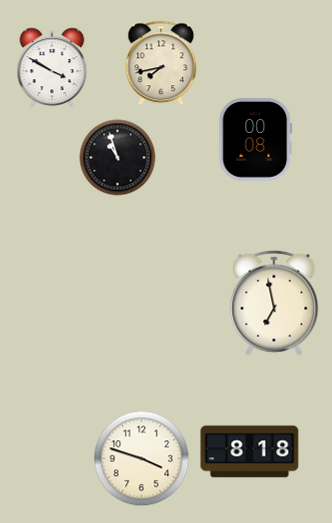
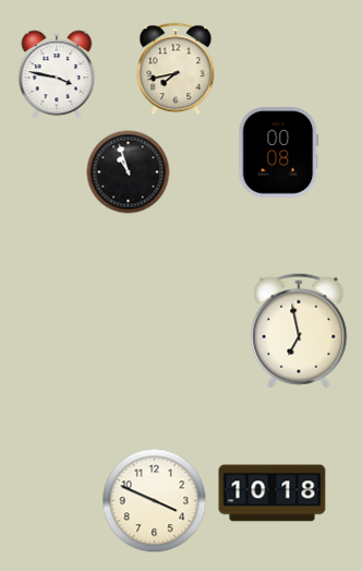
clock at (52, 68): 3:50 -> 3:47
clock at (250, 452): 8:18 -> 10:18
clock at (142, 459): 3:48 -> 3:49
